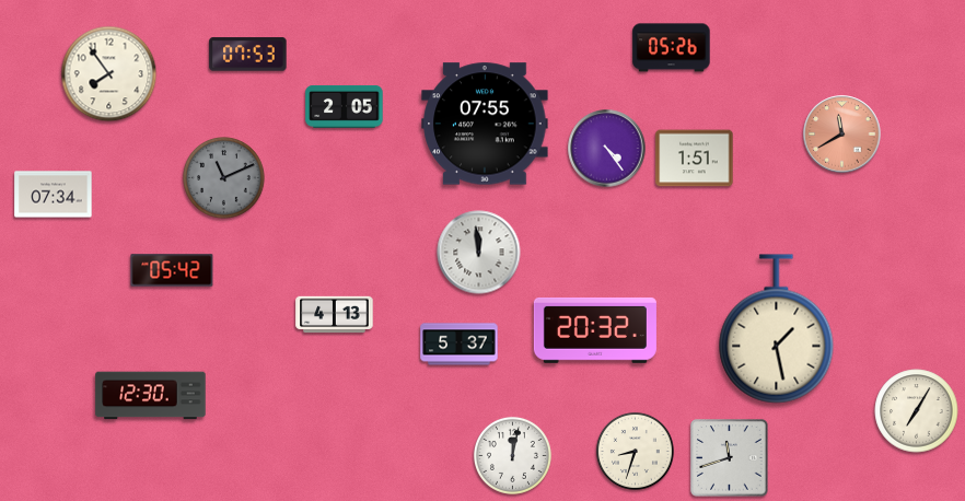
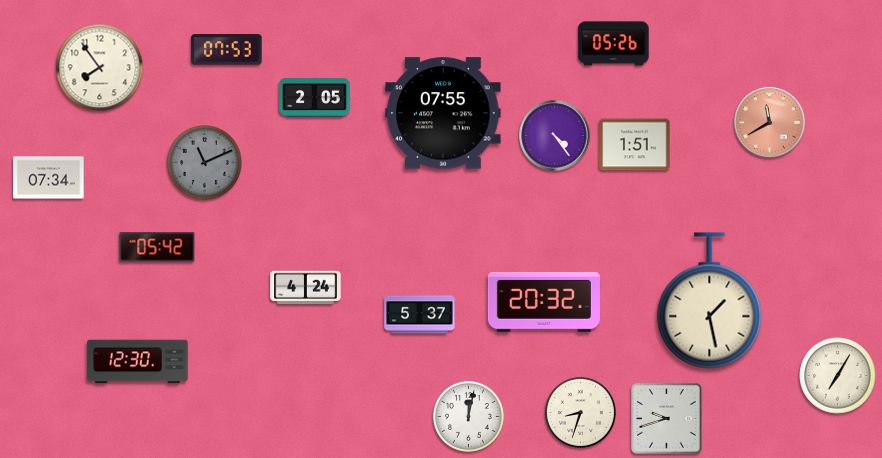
clock at (479, 253): 11:59 -> none
clock at (335, 315): 4:13 -> 4:24
clock at (730, 458): 11:42 -> 9:42
